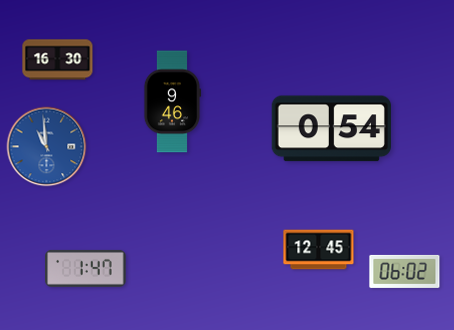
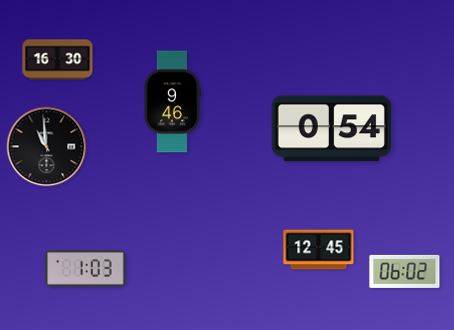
clock at (47, 147) dial: blue -> black
clock at (86, 268): 1:47 -> 1:03
